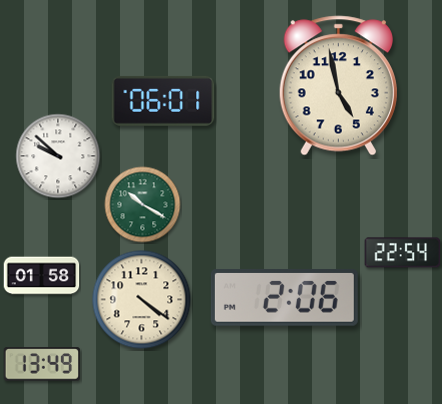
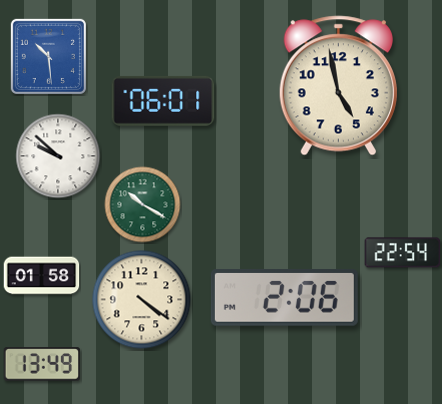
clock at (48, 56): none -> 10:29
